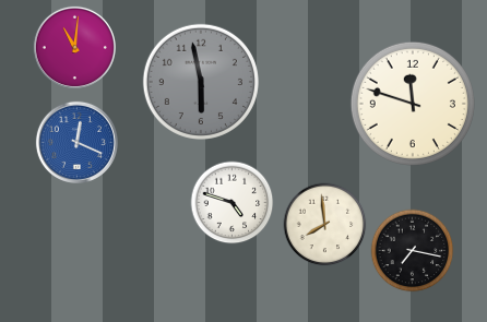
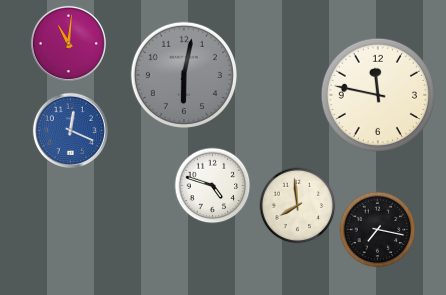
clock at (200, 81): 5:58 -> 6:02
clock at (413, 104): 11:48 -> 11:47
